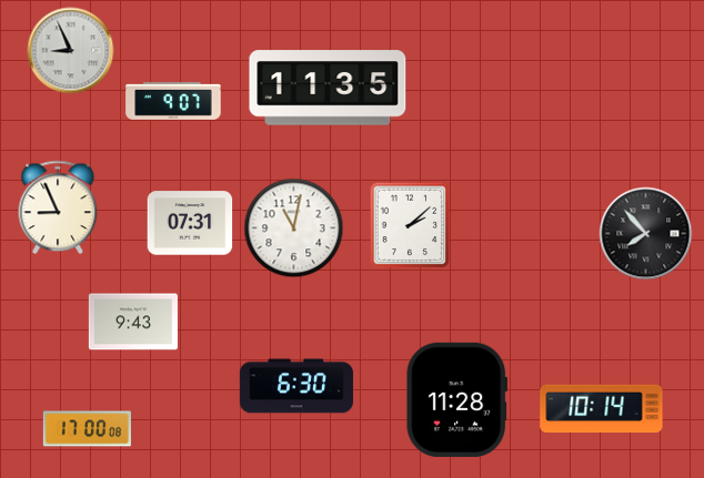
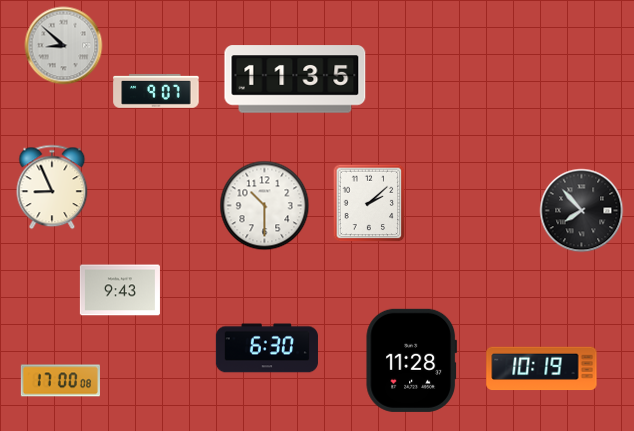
clock at (71, 51): 8:56 -> 8:52
clock at (190, 223): 07:31 -> none
clock at (294, 228): 11:02 -> 10:30
clock at (602, 409): 10:14 -> 10:19
clock at (87, 429) position: (87, 429) -> (60, 381)
